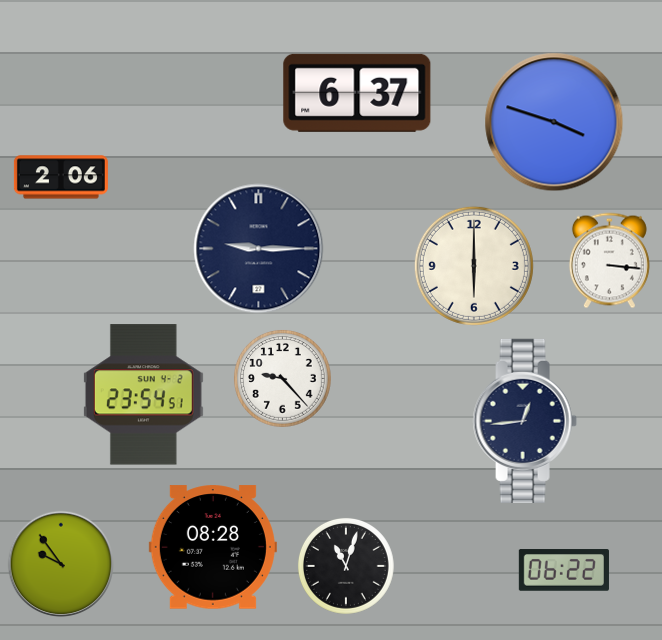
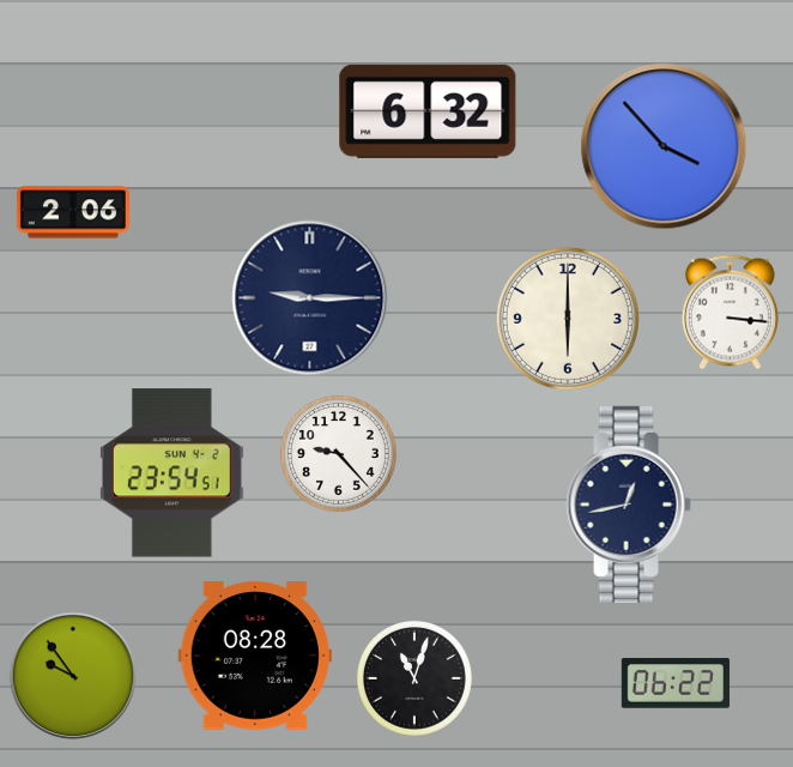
clock at (357, 93): 6:37 -> 6:32
clock at (554, 122): 3:48 -> 3:53
clock at (525, 421): 12:44 -> 12:43
